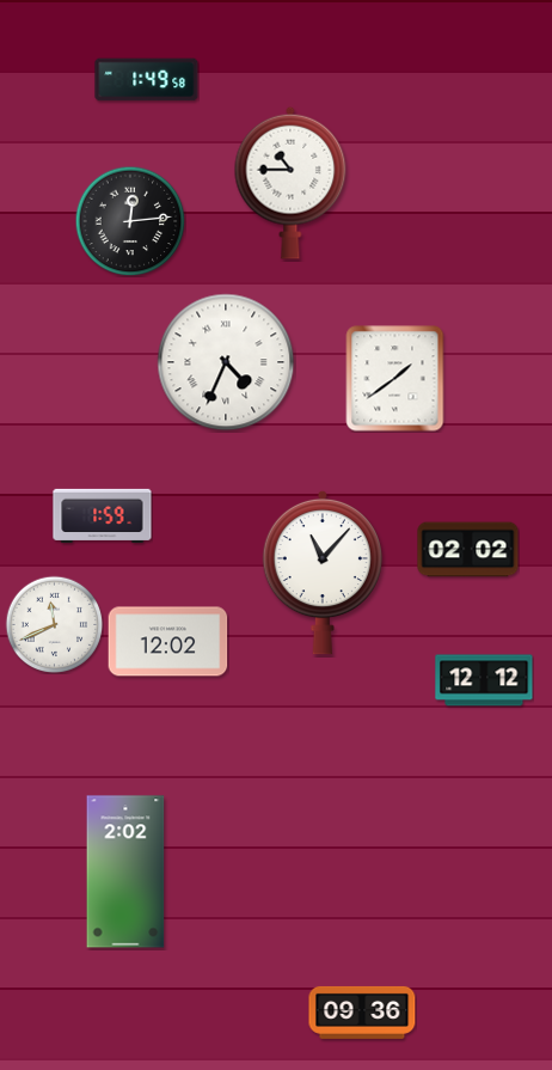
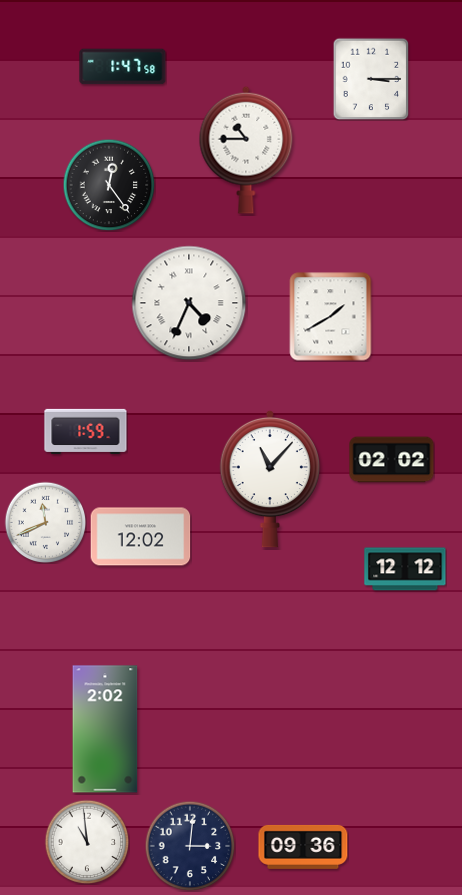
clock at (147, 80): 1:49 -> 1:47
clock at (371, 79): none -> 3:15
clock at (290, 183) position: (290, 183) -> (246, 150)
clock at (130, 221): 12:14 -> 12:24
clock at (395, 379): 1:39 -> 1:40
clock at (87, 842): none -> 10:59
clock at (190, 846): none -> 3:01
